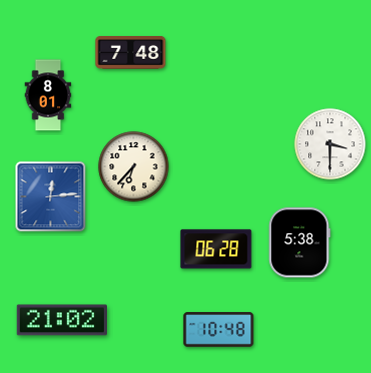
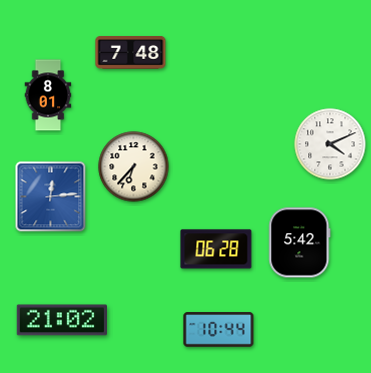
clock at (330, 144): 3:30 -> 4:11
clock at (300, 243): 5:38 -> 5:42
clock at (219, 330): 10:48 -> 10:44
